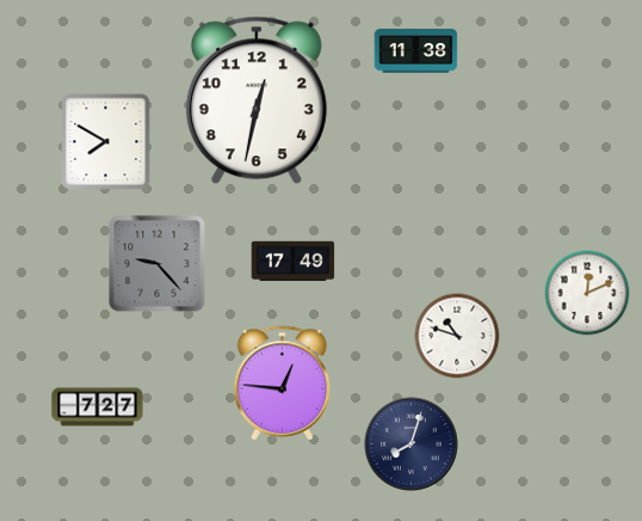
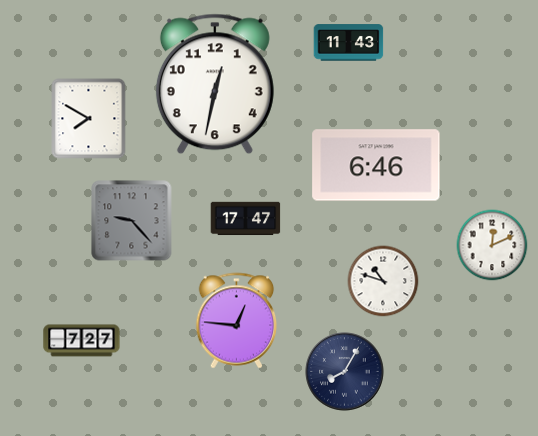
clock at (416, 51): 11:38 -> 11:43
clock at (376, 165): none -> 6:46
clock at (294, 262): 17:49 -> 17:47
clock at (412, 445): 8:03 -> 8:05
